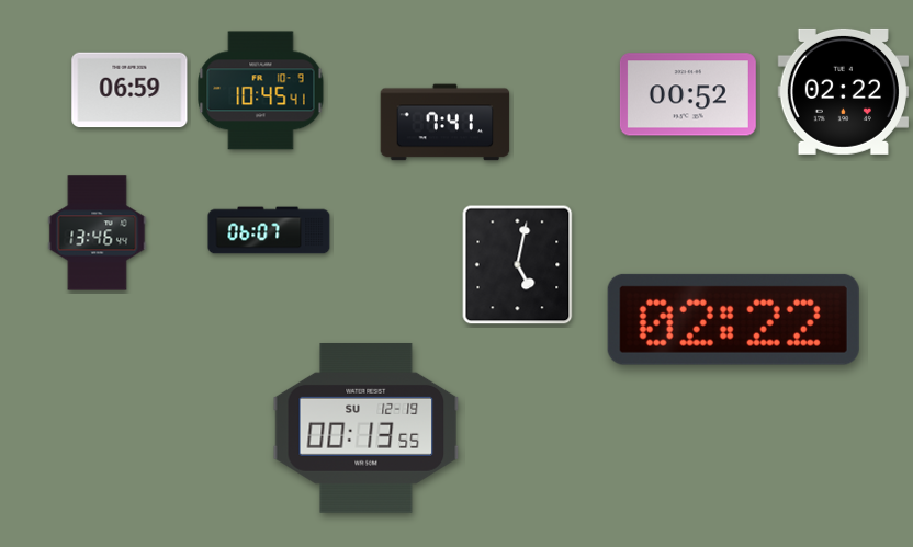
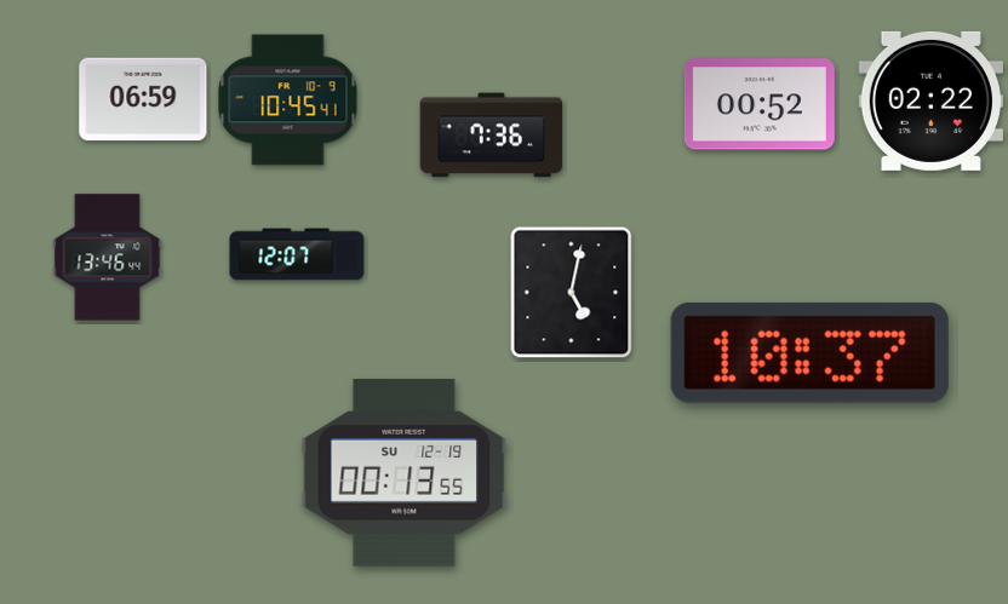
clock at (446, 123): 7:41 -> 7:36
clock at (269, 230): 06:07 -> 12:07
clock at (733, 319): 02:22 -> 10:37
